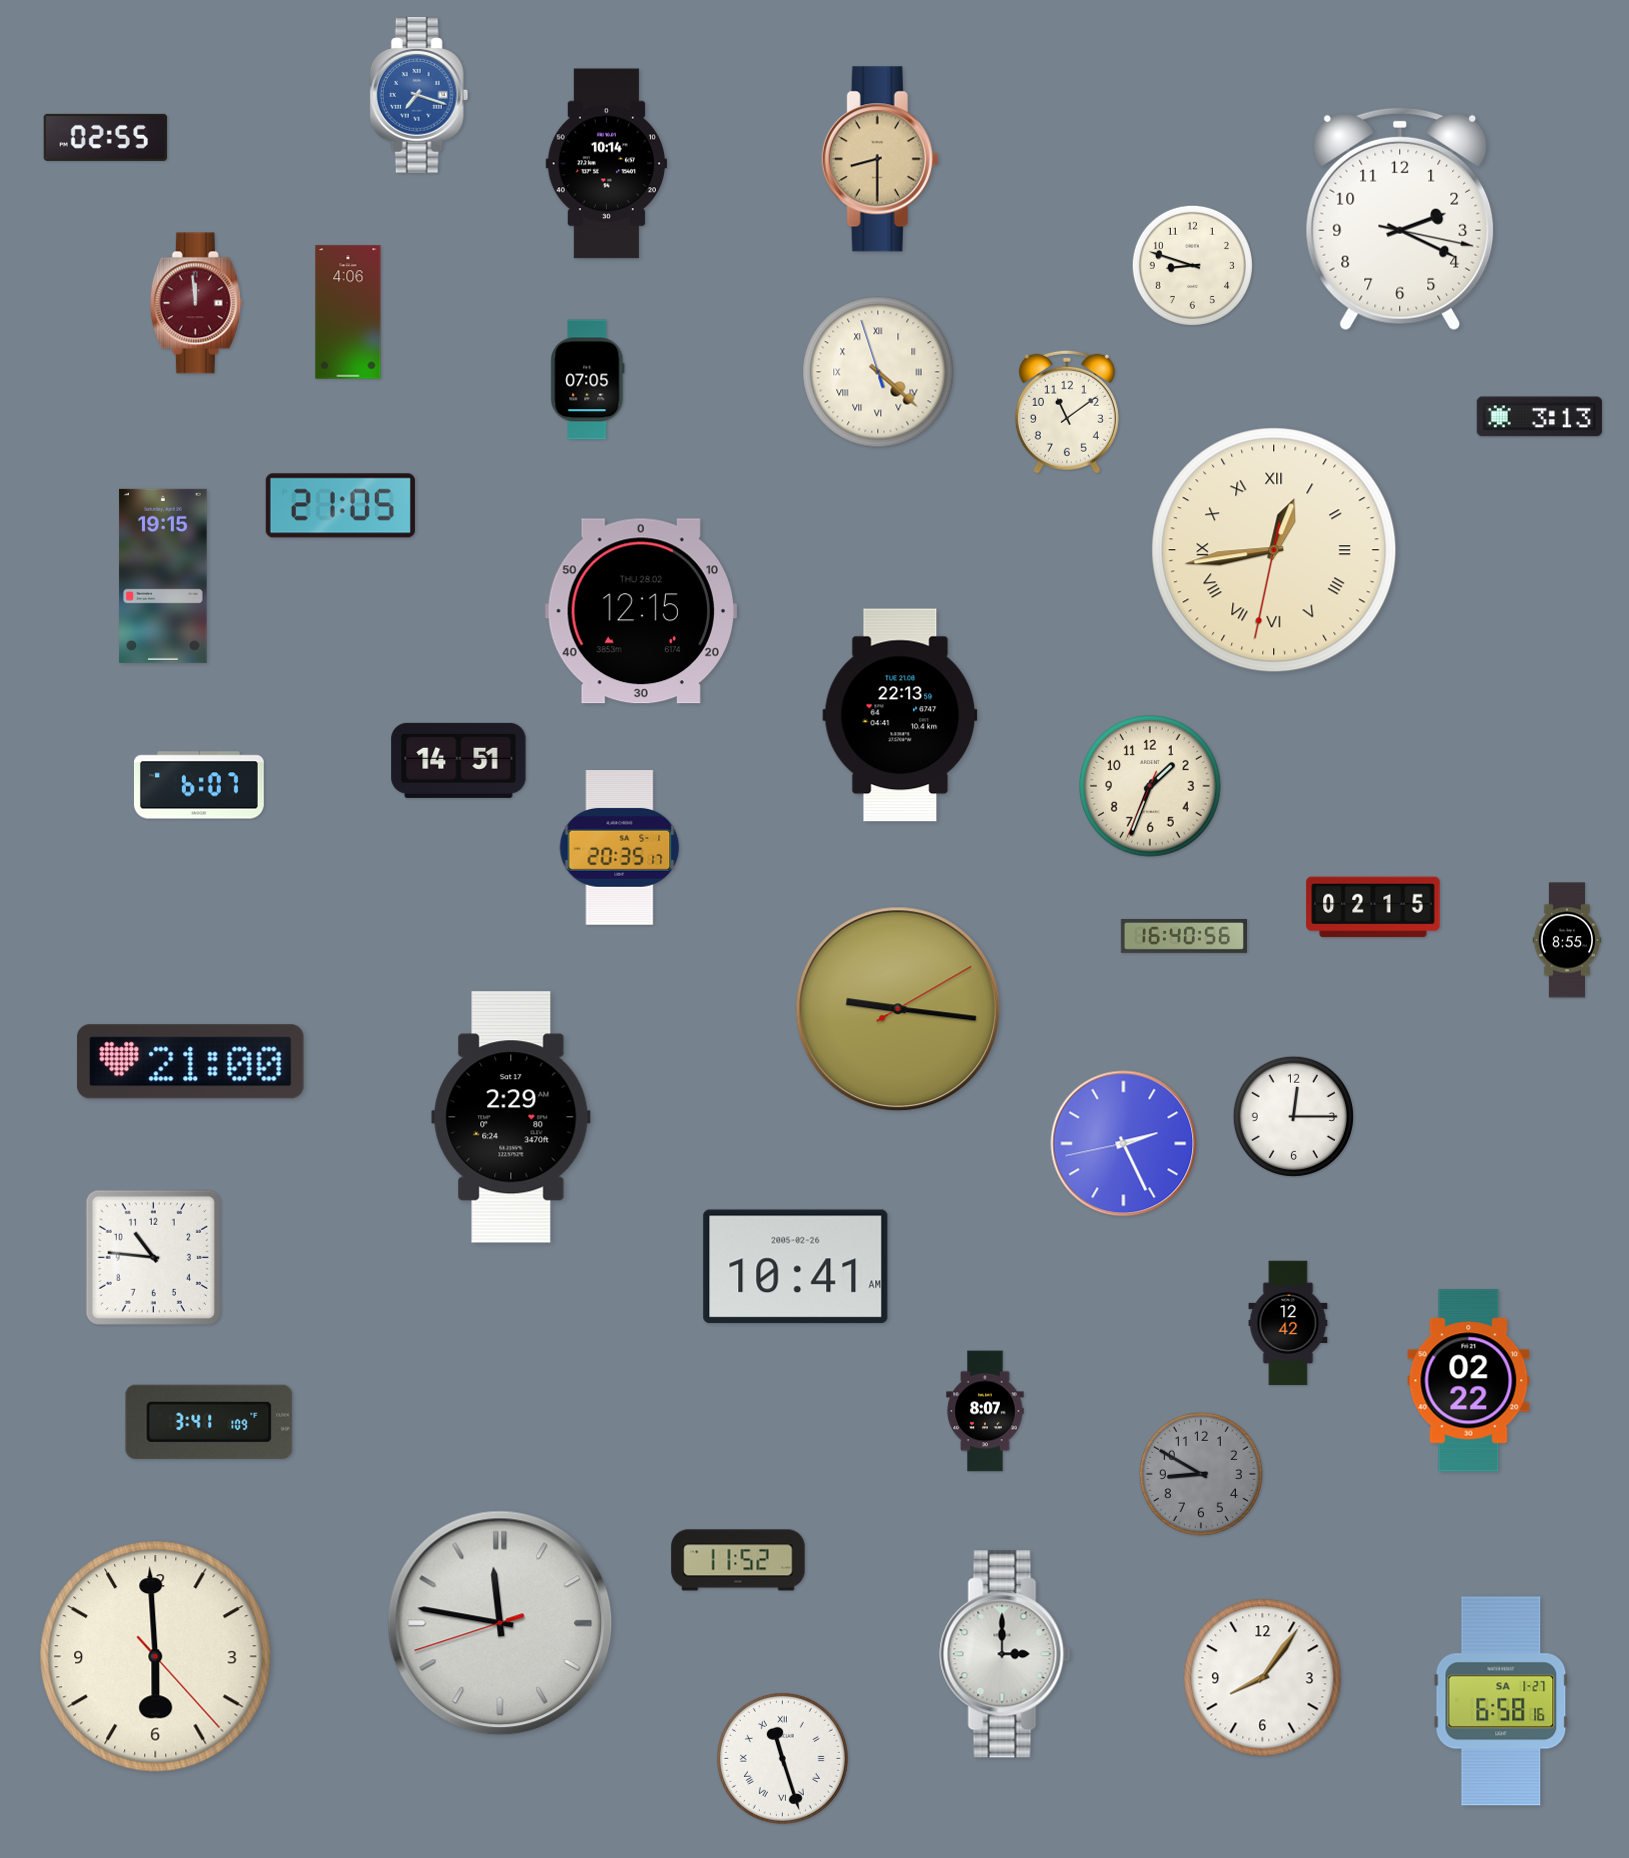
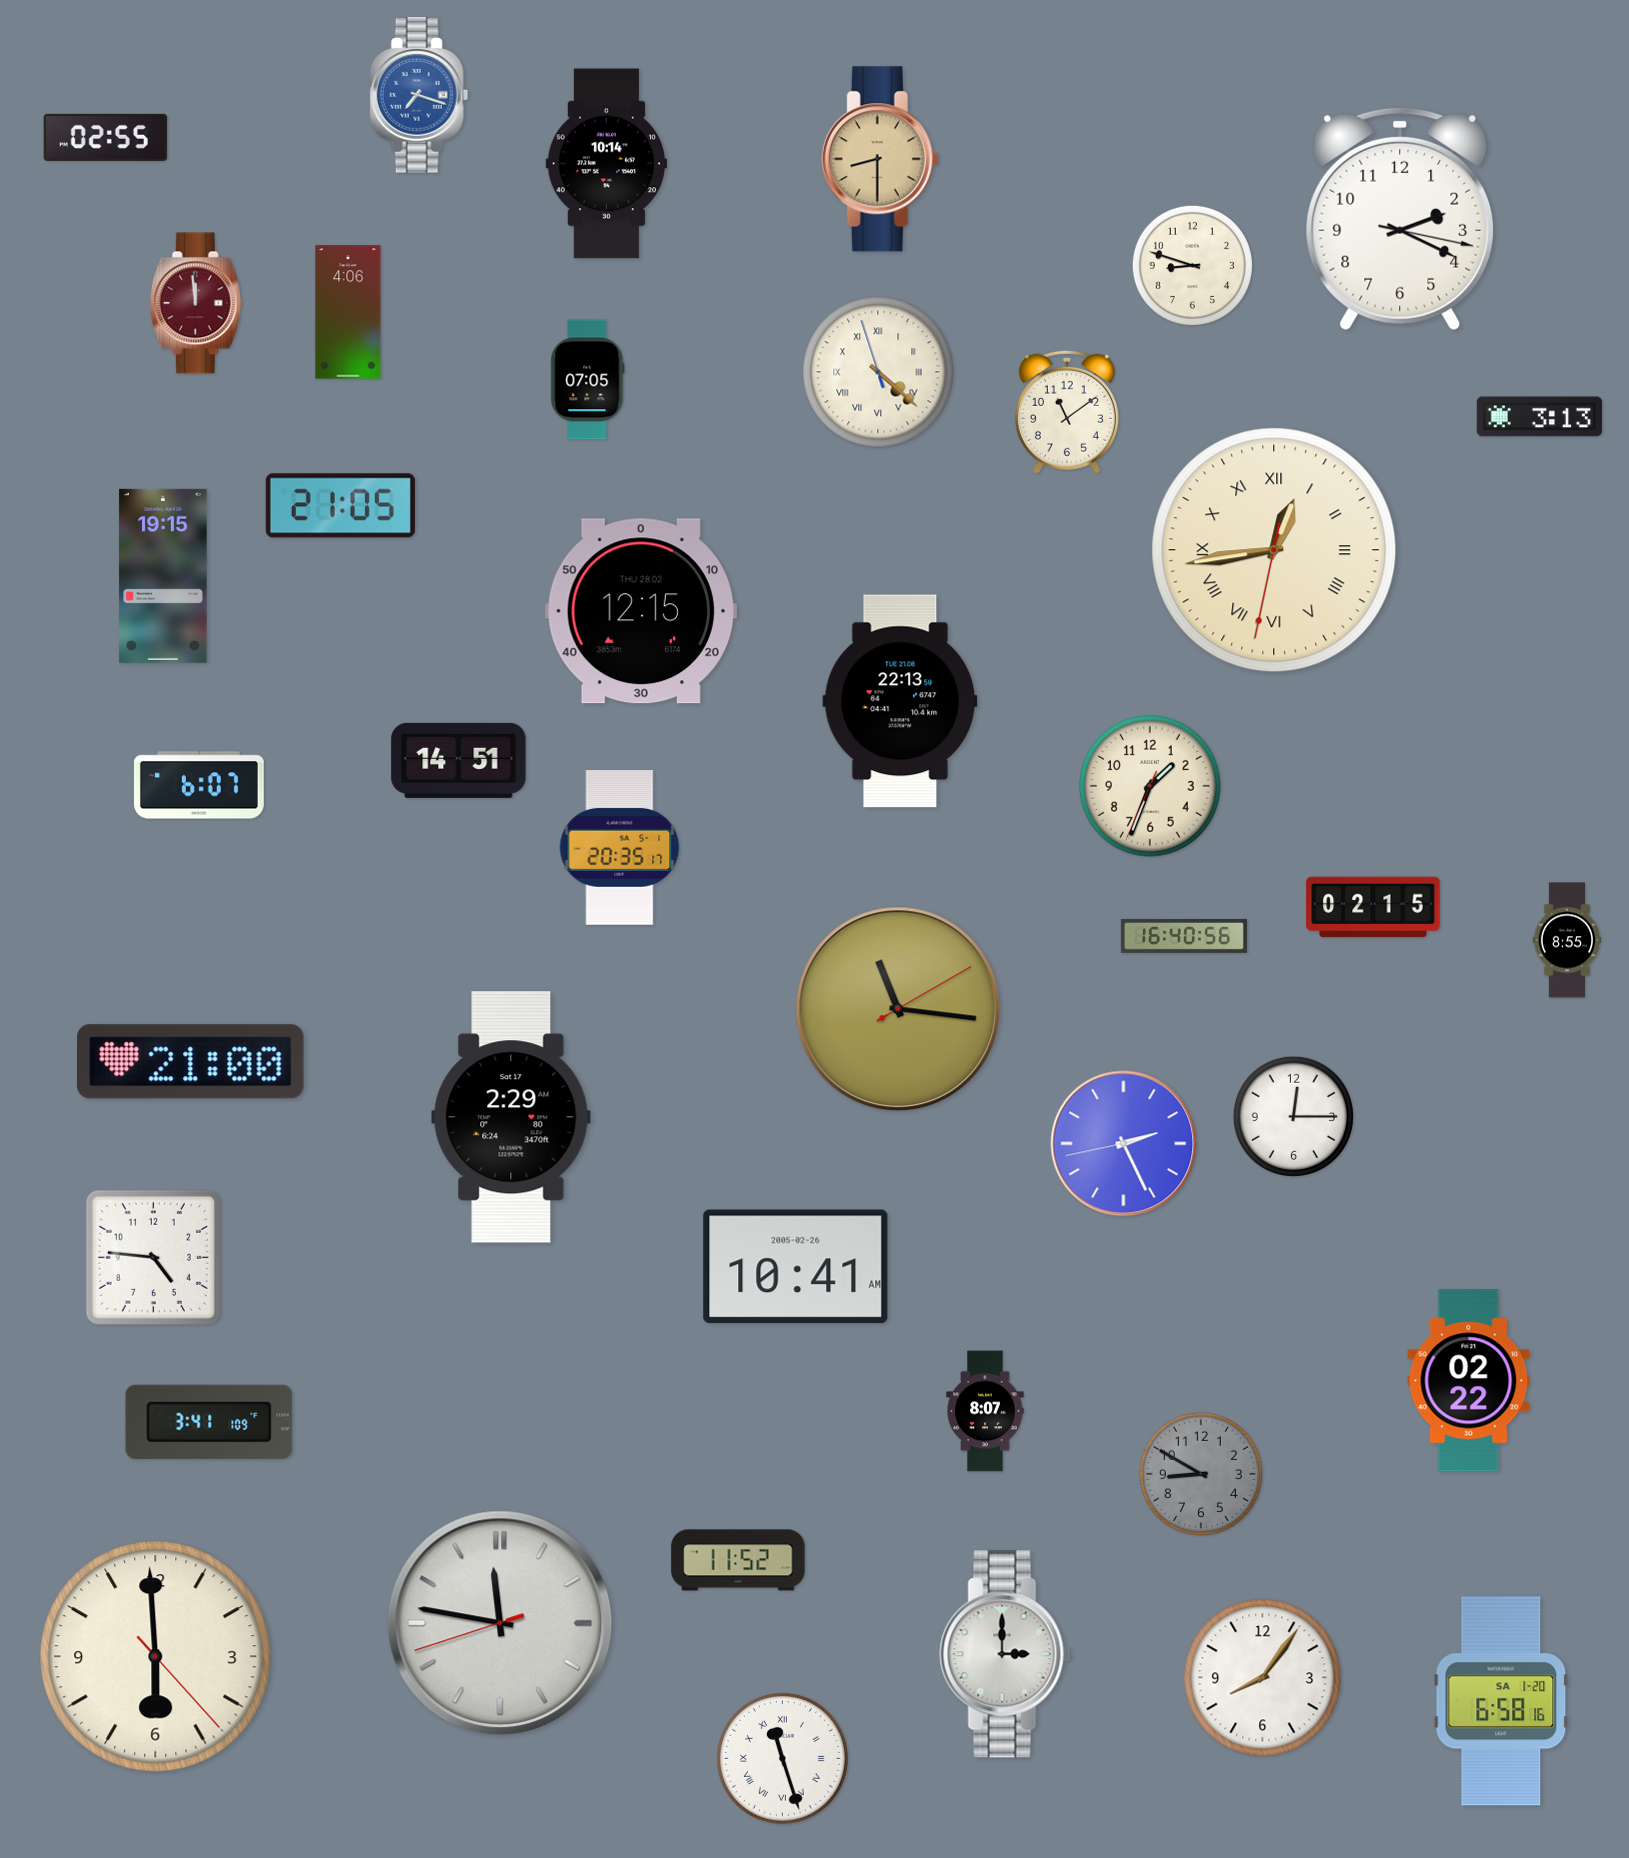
clock at (900, 715) position: (900, 715) -> (900, 701)
clock at (898, 1009): 9:16 -> 11:16
clock at (153, 1257): 10:46 -> 4:46
clock at (1288, 1323): 12:42 -> none
clock at (1501, 1701) date: SA 1-27 -> SA 1-20
